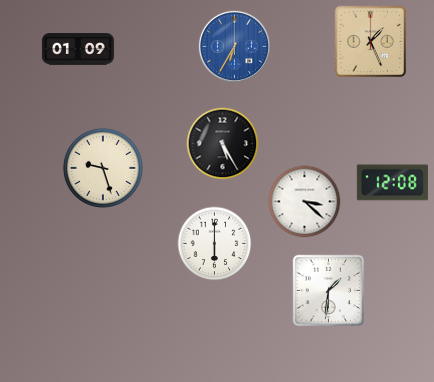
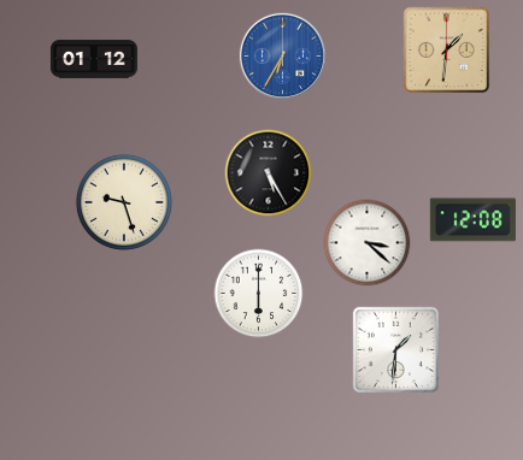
clock at (371, 42): 1:26 -> 1:31
clock at (78, 49): 01:09 -> 01:12
